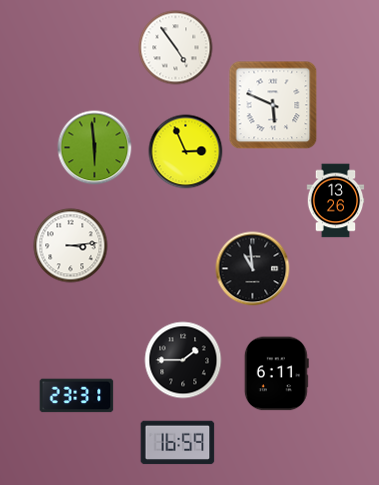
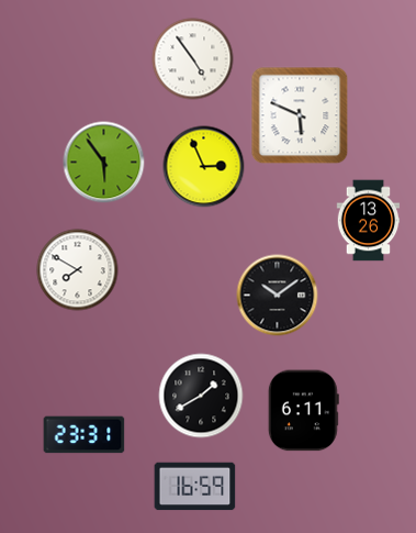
clock at (176, 48) position: (176, 48) -> (193, 59)
clock at (95, 148): 5:59 -> 5:54
clock at (71, 246): 3:14 -> 7:50
clock at (253, 269): 10:59 -> 10:09
clock at (183, 360): 1:45 -> 1:40
